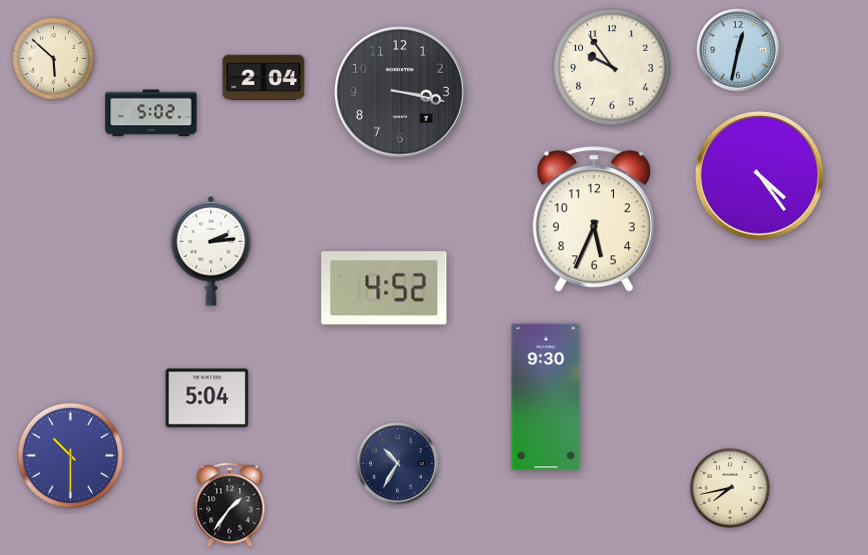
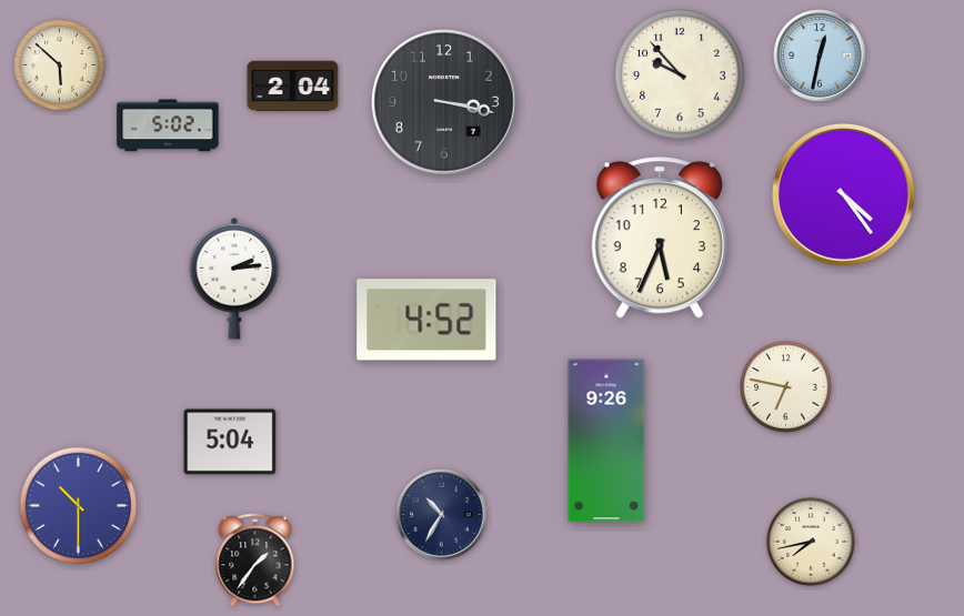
clock at (612, 67): 9:54 -> 9:53
clock at (594, 219) position: (594, 219) -> (660, 238)
clock at (786, 387): none -> 6:47
clock at (546, 397): 9:30 -> 9:26
